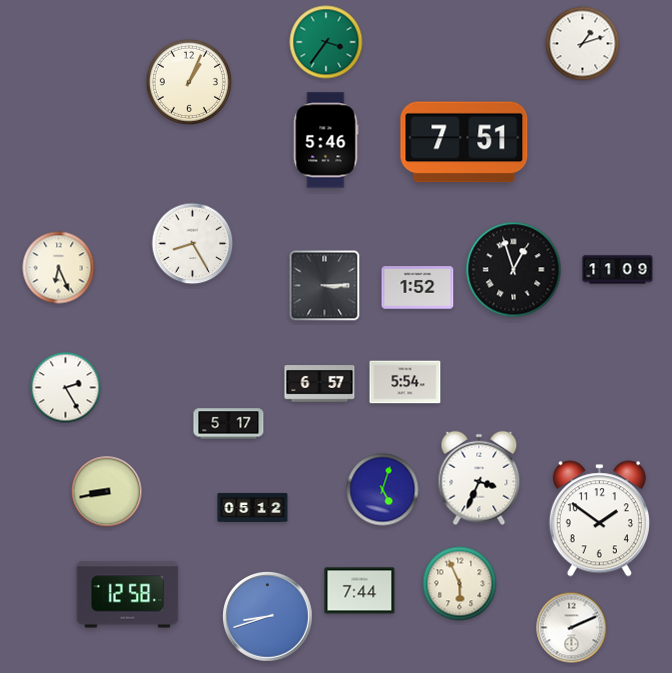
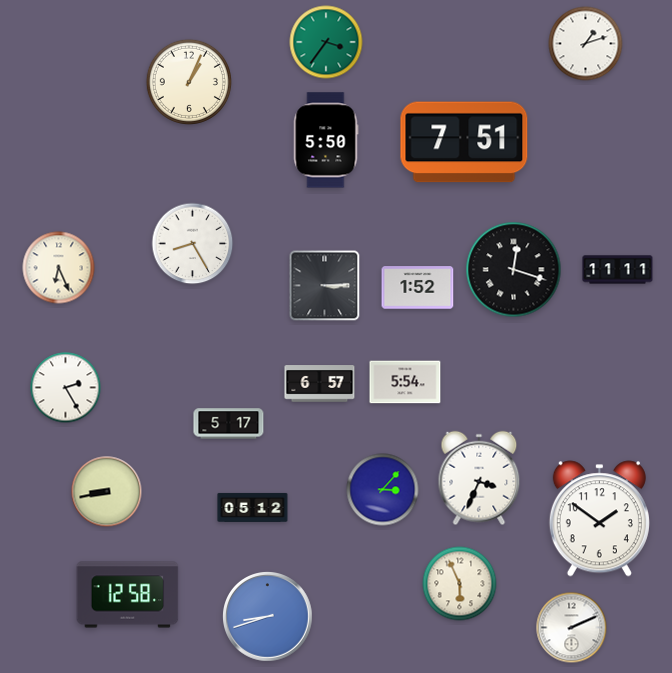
clock at (583, 44) position: (583, 44) -> (586, 44)
clock at (326, 140): 5:46 -> 5:50
clock at (514, 270): 12:57 -> 12:18
clock at (618, 270): 11:09 -> 11:11
clock at (383, 490): 5:03 -> 3:07
clock at (360, 591): 7:44 -> none
